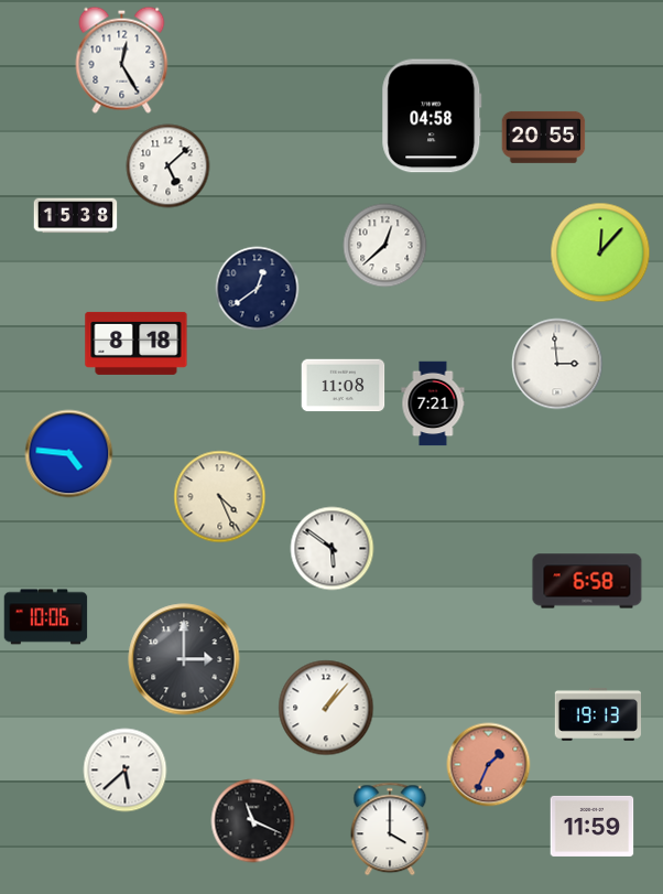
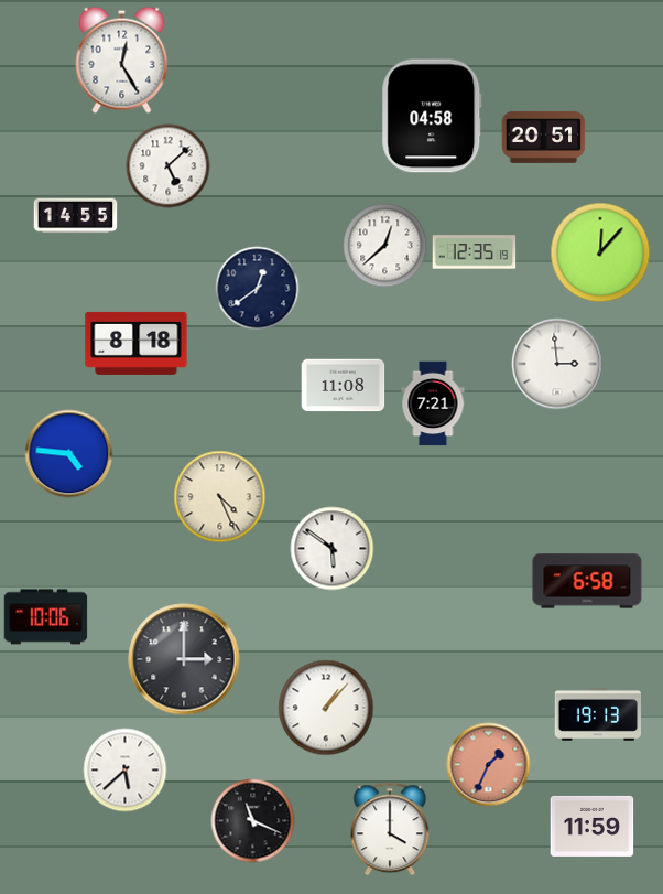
clock at (544, 137): 20:55 -> 20:51
clock at (76, 216): 15:38 -> 14:55
clock at (475, 252): none -> 12:35
